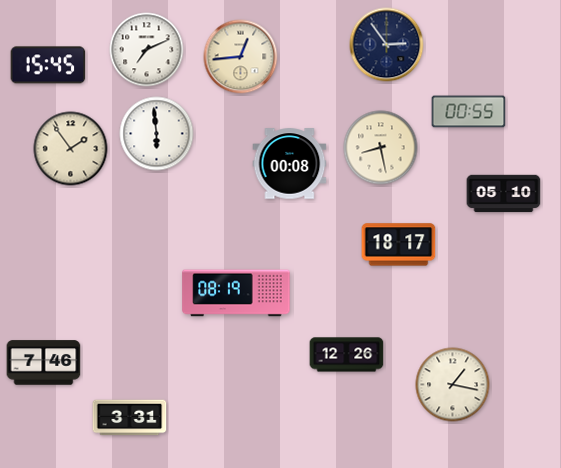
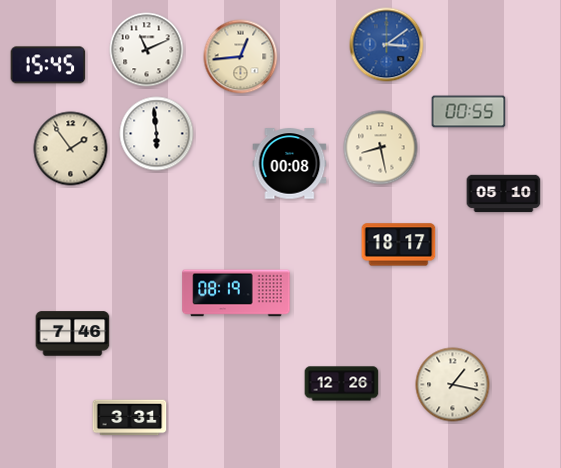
clock at (387, 45): 2:54 -> 3:09
clock at (387, 45) dial: navy -> blue
clock at (147, 50): 7:11 -> 11:11
clock at (347, 355) position: (347, 355) -> (342, 384)
clock at (44, 363) position: (44, 363) -> (73, 334)
